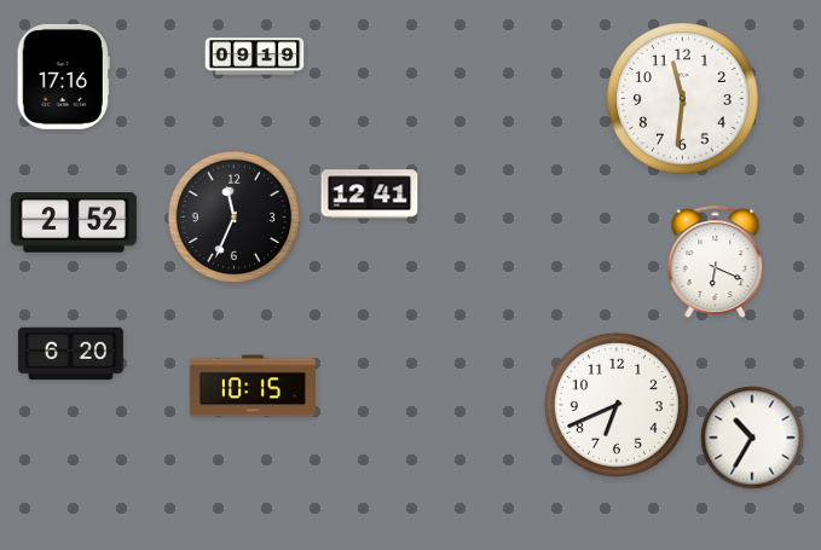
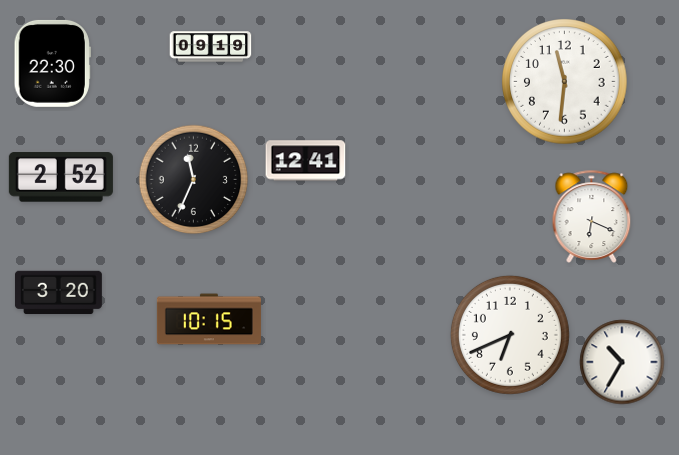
clock at (63, 76): 17:16 -> 22:30
clock at (74, 222) position: (74, 222) -> (61, 177)
clock at (70, 354): 6:20 -> 3:20
